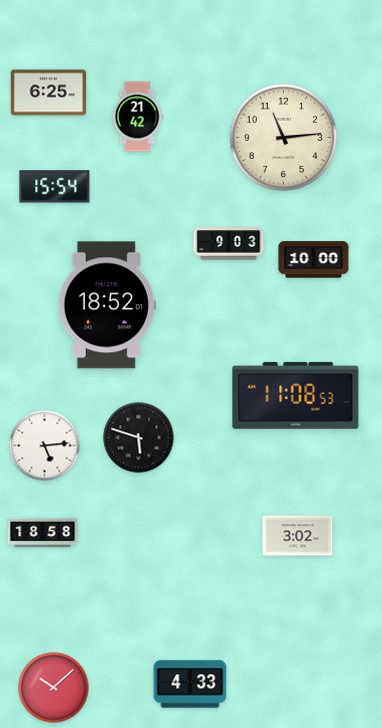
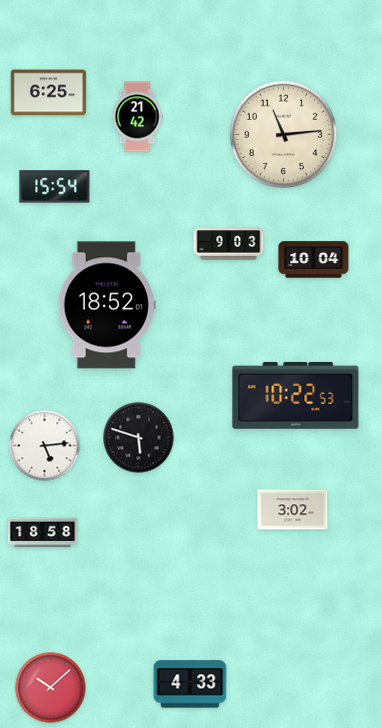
clock at (284, 138) position: (284, 138) -> (284, 135)
clock at (314, 260): 10:00 -> 10:04
clock at (296, 395): 11:08 -> 10:22
clock at (298, 536) position: (298, 536) -> (293, 510)
clock at (54, 688) position: (54, 688) -> (51, 688)
